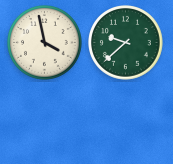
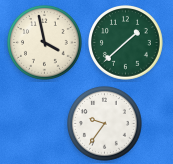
clock at (126, 43): 9:38 -> 1:38
clock at (105, 124): none -> 9:36
